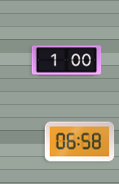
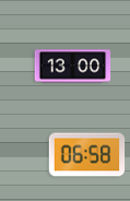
clock at (67, 61): 1:00 -> 13:00
